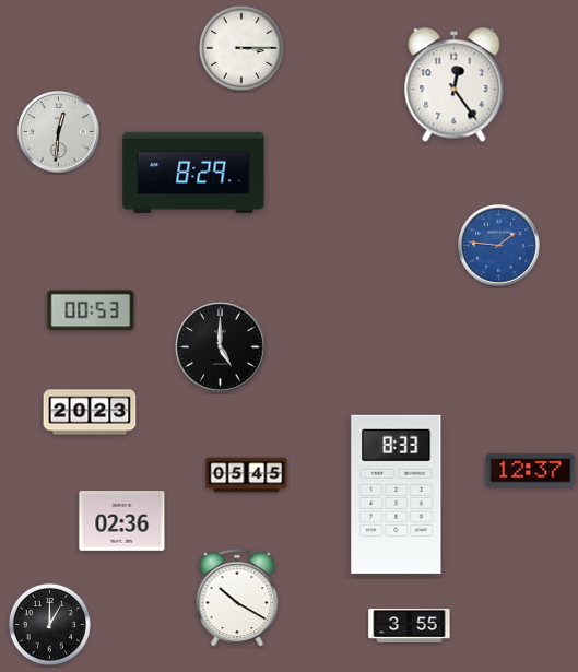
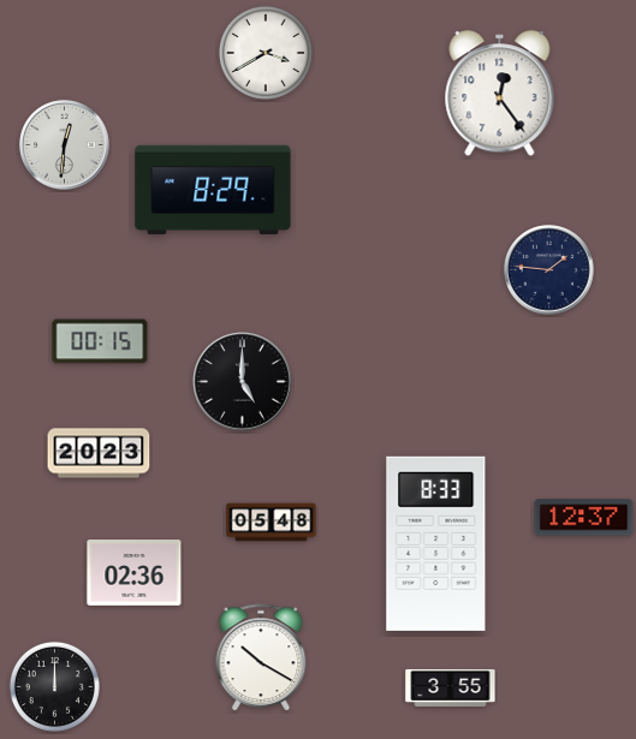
clock at (241, 48): 3:15 -> 3:40
clock at (499, 246) dial: blue -> navy
clock at (91, 310): 00:53 -> 00:15
clock at (247, 475): 05:45 -> 05:48
clock at (49, 624): 1:00 -> 12:00
